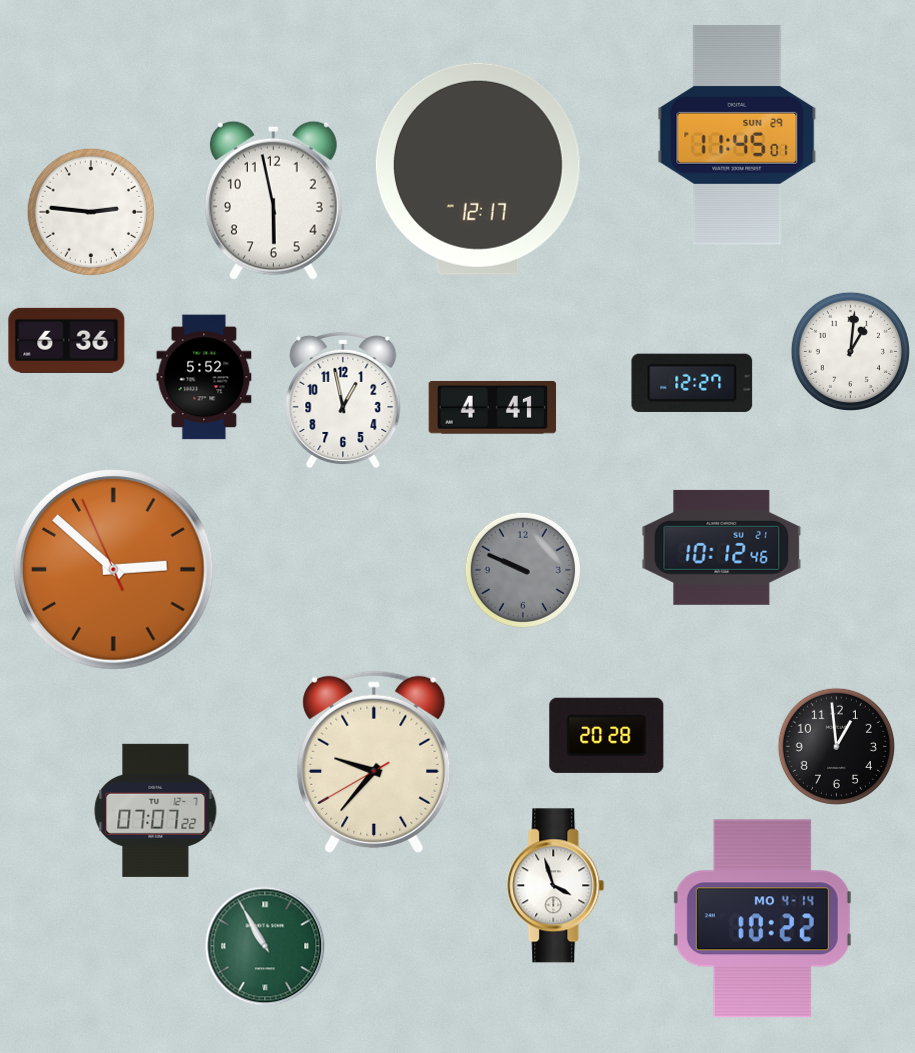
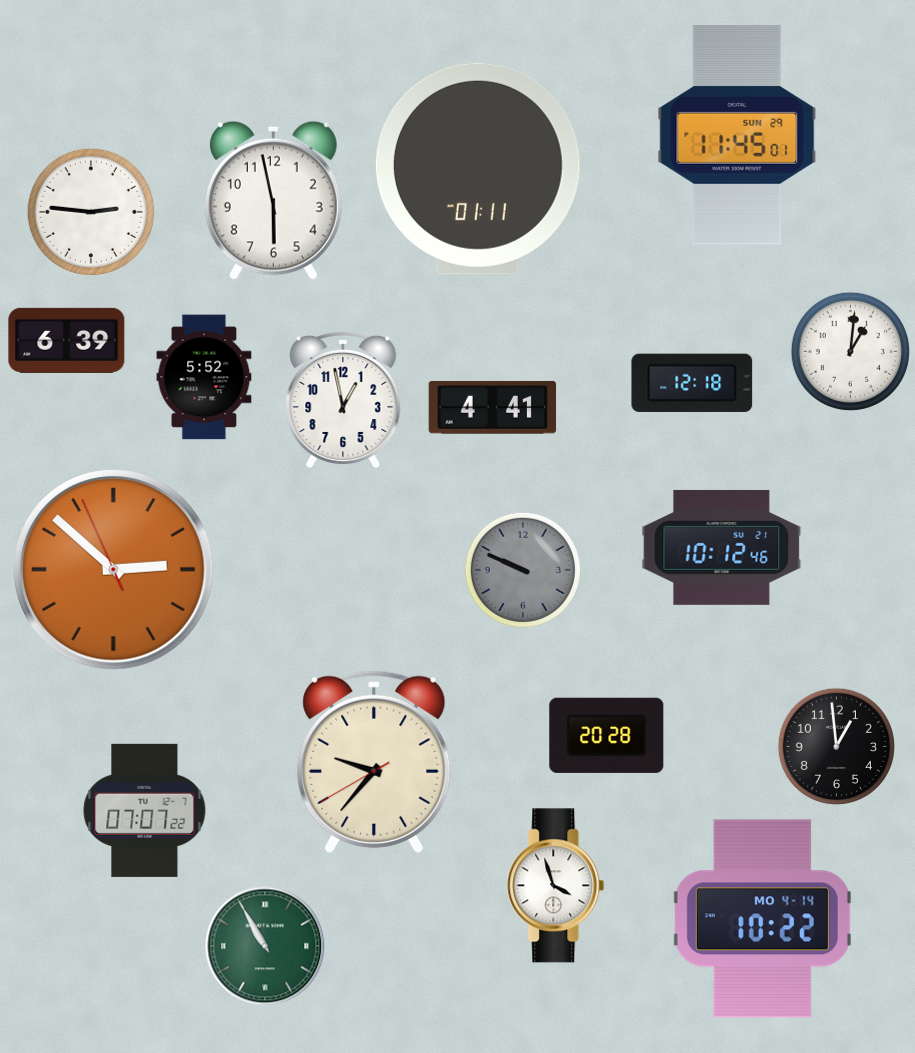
clock at (478, 169): 12:17 -> 01:11
clock at (67, 340): 6:36 -> 6:39
clock at (692, 383): 12:27 -> 12:18
clock at (156, 810) position: (156, 810) -> (145, 810)
